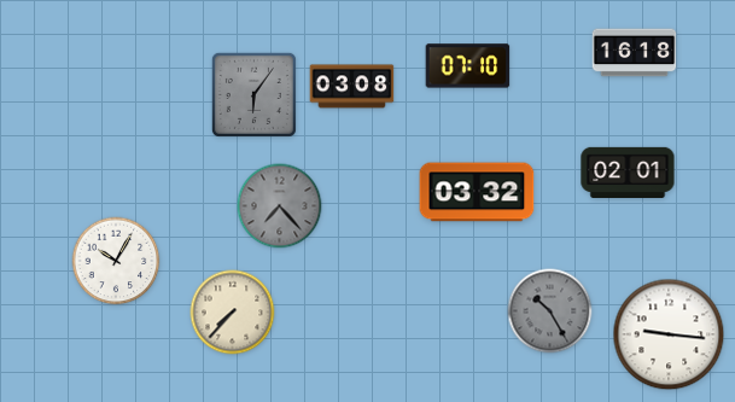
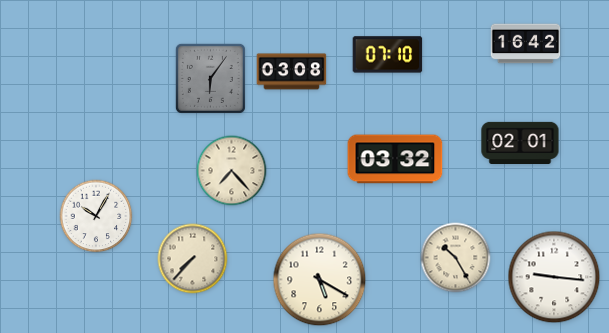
clock at (635, 53): 16:18 -> 16:42
clock at (280, 206) dial: grey -> cream
clock at (550, 311) dial: grey -> cream
clock at (320, 280): none -> 5:20
